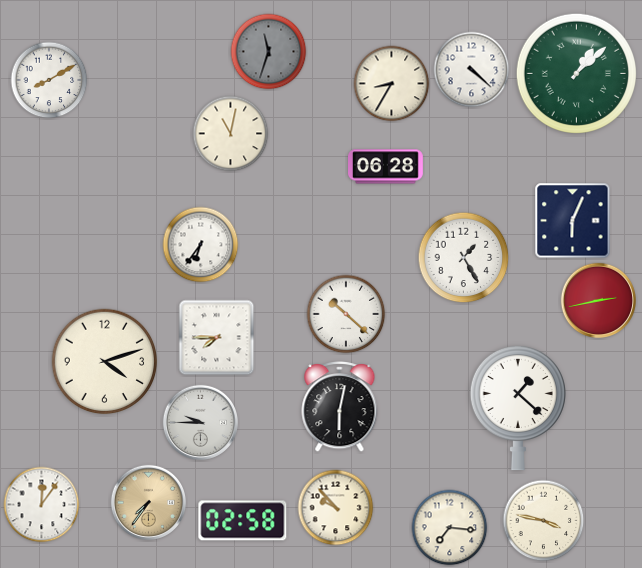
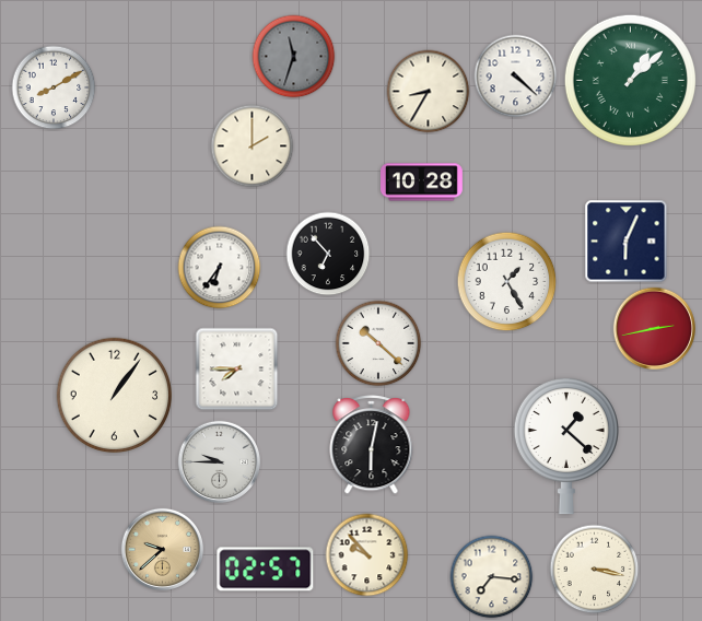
clock at (231, 134): 11:02 -> 2:00
clock at (386, 167): 06:28 -> 10:28
clock at (328, 254): none -> 6:53
clock at (105, 362): 4:12 -> 1:06
clock at (148, 502): 7:36 -> 9:38
clock at (42, 505): 12:06 -> none
clock at (243, 521): 02:58 -> 02:57
clock at (544, 521): 3:47 -> 3:17
